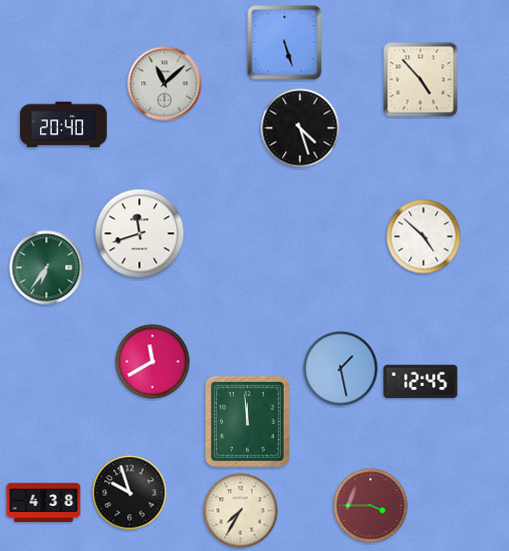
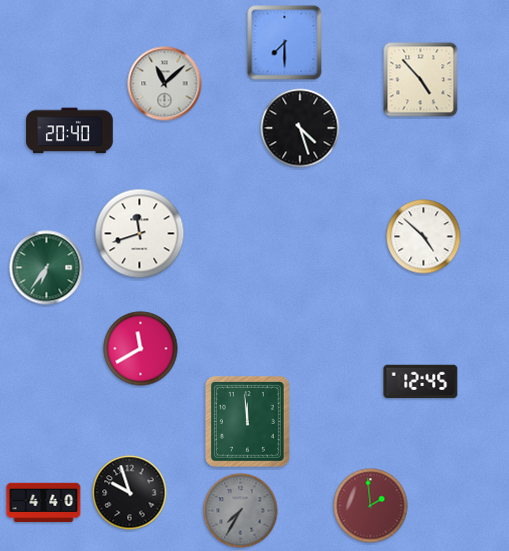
clock at (285, 43): 5:27 -> 7:30
clock at (64, 125) position: (64, 125) -> (70, 131)
clock at (153, 362) position: (153, 362) -> (141, 349)
clock at (341, 369): 1:28 -> none
clock at (44, 503): 4:38 -> 4:40
clock at (371, 506): 3:45 -> 1:59
clock at (241, 511) dial: cream -> grey
